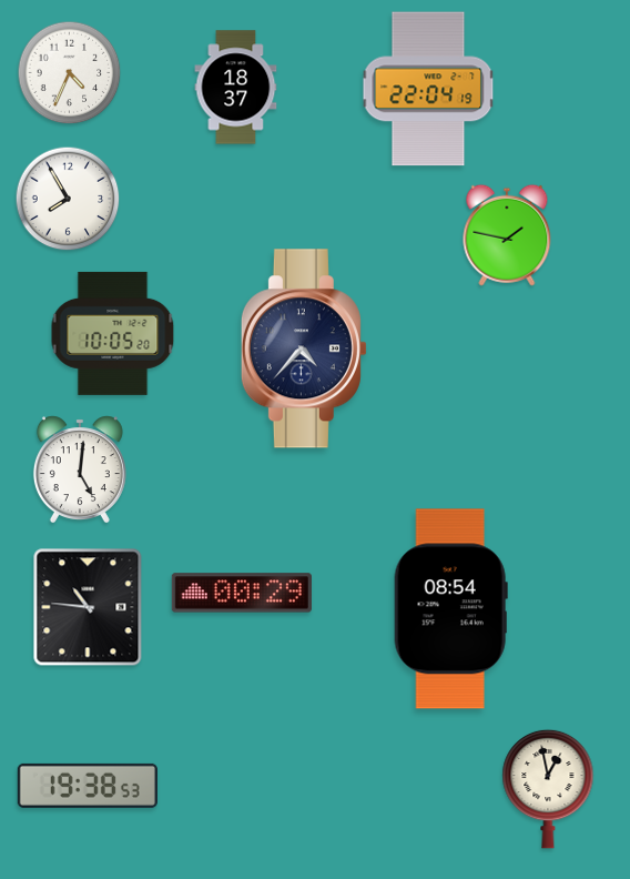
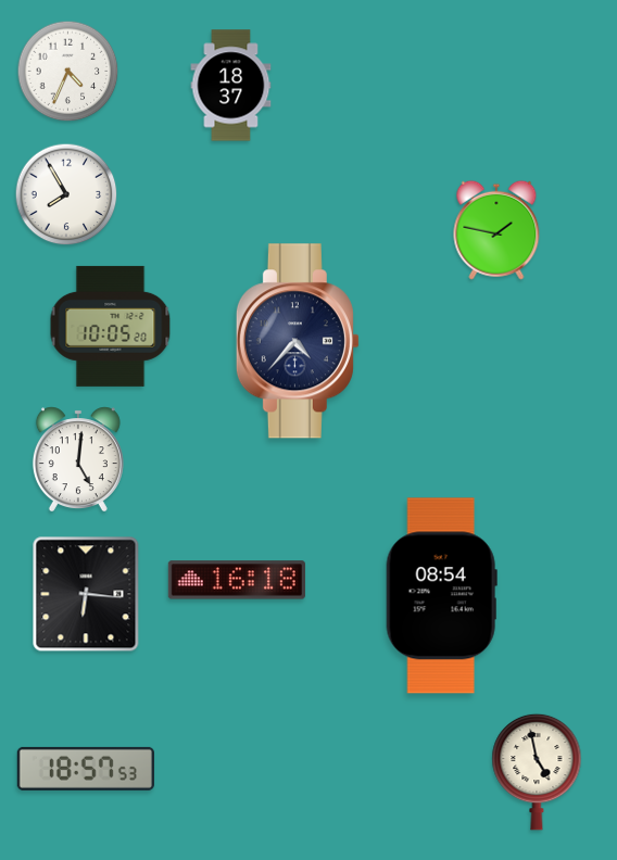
clock at (428, 89): 22:04 -> none
clock at (242, 593): 00:29 -> 16:18
clock at (88, 607): 10:46 -> 6:16
clock at (88, 786): 19:38 -> 18:57
clock at (548, 789): 12:58 -> 4:58
